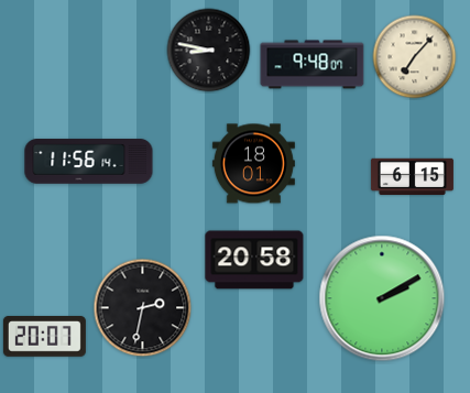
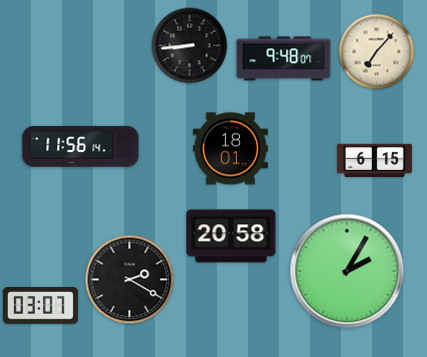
clock at (209, 51): 8:47 -> 8:44
clock at (382, 298): 2:10 -> 2:05
clock at (143, 308): 2:32 -> 2:20
clock at (44, 337): 20:07 -> 03:07
